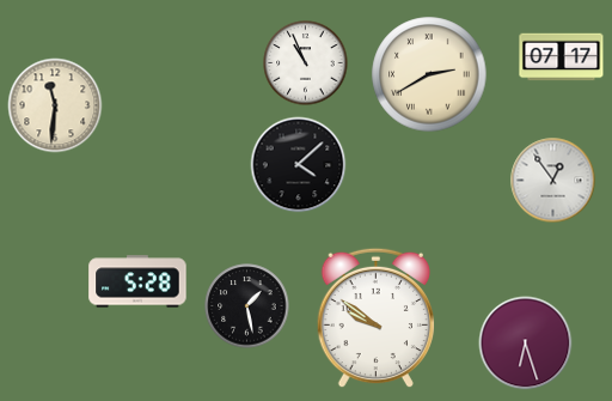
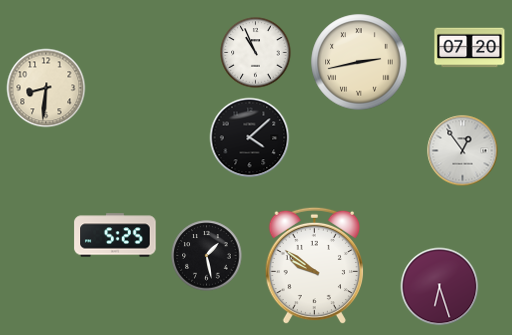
clock at (562, 57): 07:17 -> 07:20
clock at (429, 74): 2:40 -> 2:43
clock at (55, 105): 11:31 -> 8:31
clock at (137, 281): 5:28 -> 5:25
